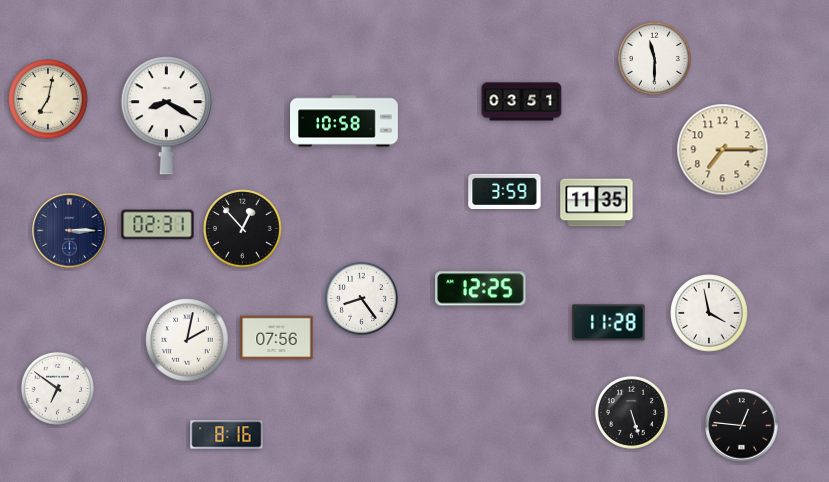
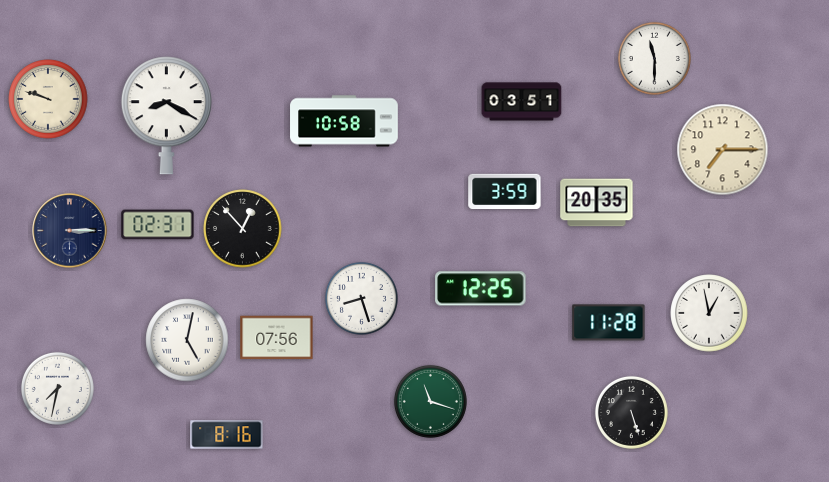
clock at (48, 99): 7:02 -> 9:48
clock at (597, 203): 11:35 -> 20:35
clock at (361, 298): 8:24 -> 8:27
clock at (709, 313): 3:58 -> 12:58
clock at (187, 340): 2:02 -> 5:02
clock at (57, 388): 6:51 -> 7:32
clock at (430, 401): none -> 11:18
clock at (742, 426): 12:46 -> none
